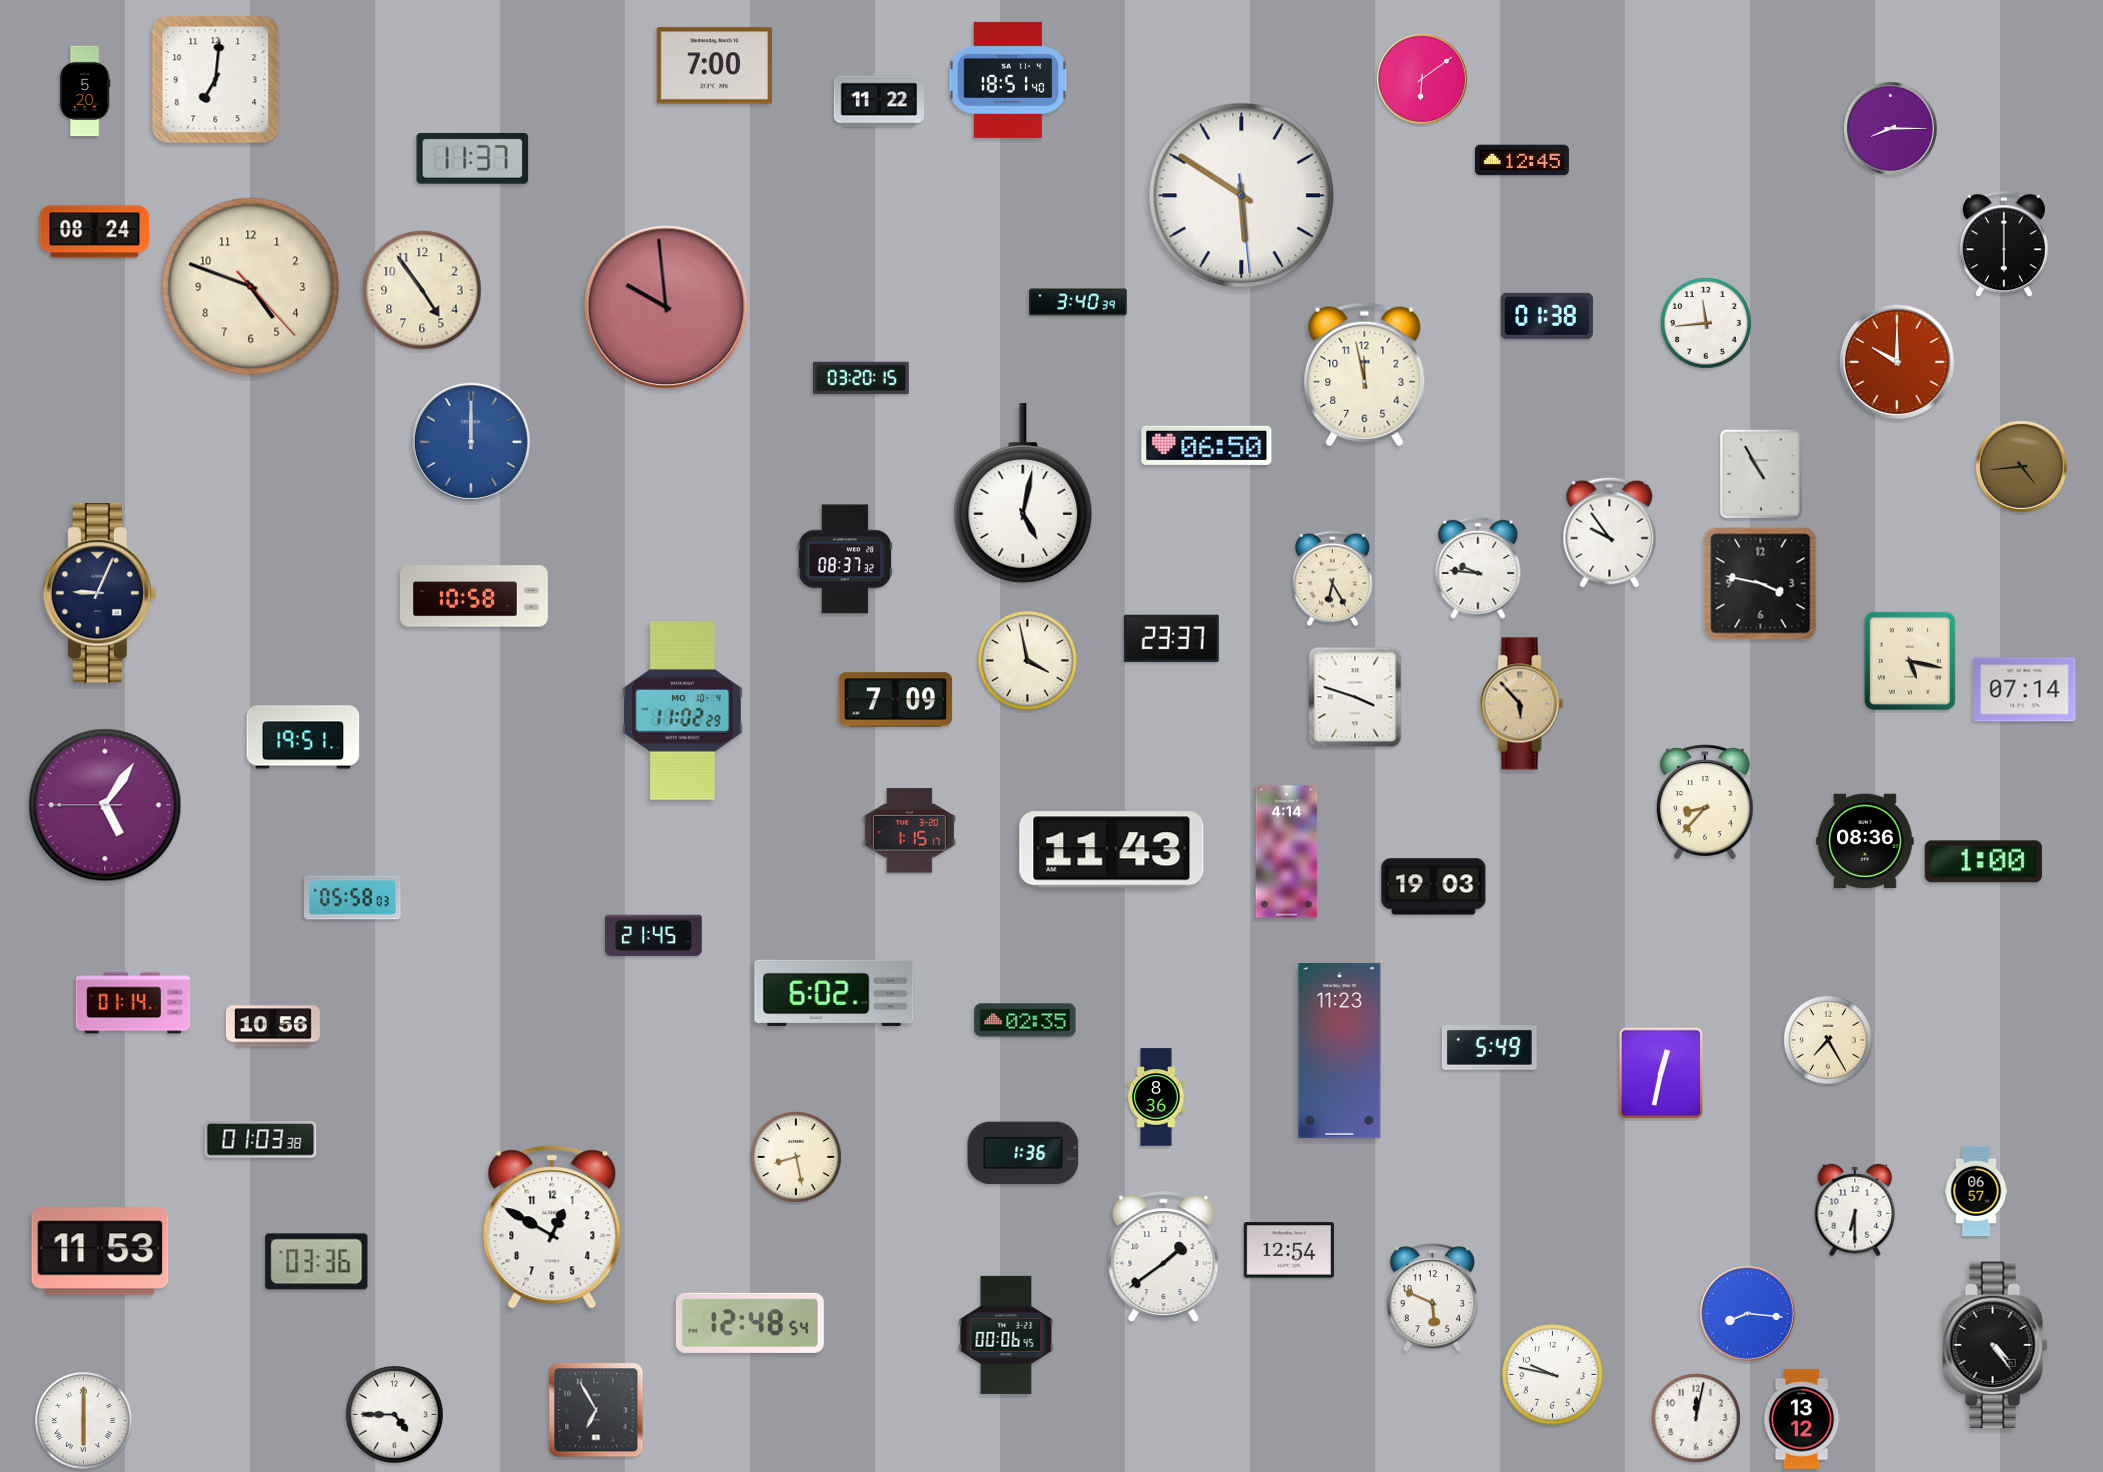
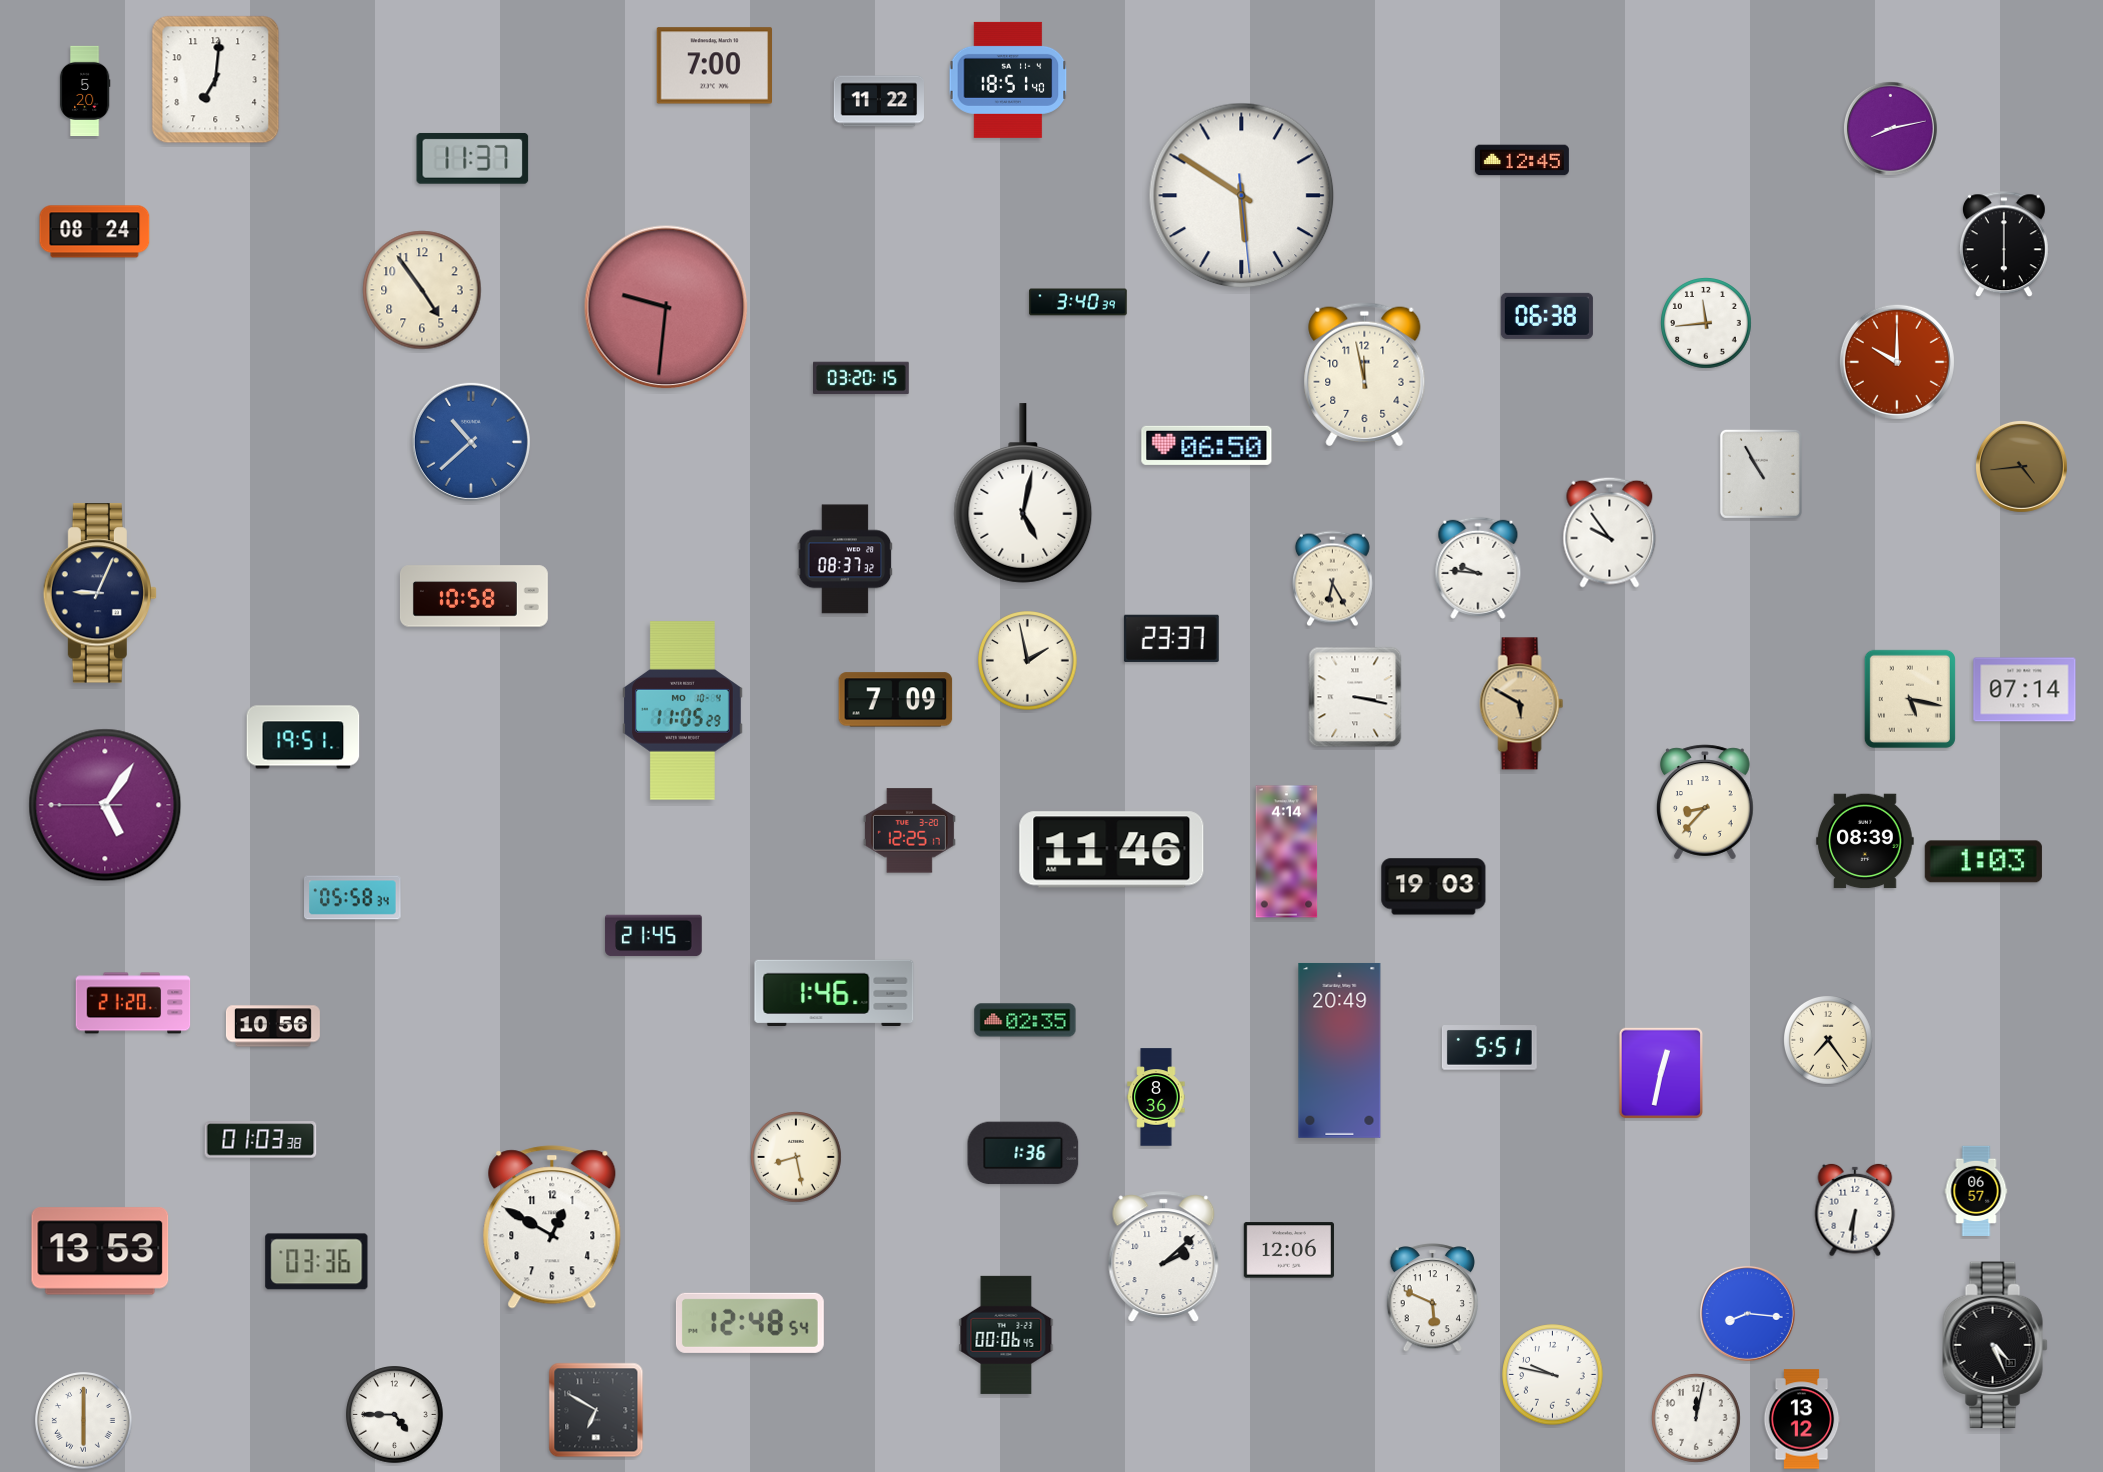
clock at (1422, 79): 6:09 -> none
clock at (1890, 128): 8:15 -> 8:13
clock at (251, 287): 4:48 -> none
clock at (666, 307): 9:59 -> 9:31
clock at (1547, 316): 01:38 -> 06:38
clock at (471, 442): 12:00 -> 10:38
clock at (1761, 584): 3:47 -> none
clock at (1028, 661): 3:58 -> 1:58
clock at (1910, 661) position: (1910, 661) -> (1910, 699)
clock at (1355, 697): 3:48 -> 3:17
clock at (1522, 704): 5:53 -> 5:50
clock at (683, 711): 11:02 -> 11:05
clock at (909, 831): 1:15 -> 12:25
clock at (1865, 841): 08:36 -> 08:39
clock at (1112, 850): 11:43 -> 11:46
clock at (1983, 862): 1:00 -> 1:03
clock at (353, 898): 05:58:03 -> 05:58:34
clock at (834, 993): 6:02 -> 1:46
clock at (133, 1003): 01:14 -> 21:20
clock at (1829, 1041): 7:25 -> 7:24
clock at (1489, 1048): 5:49 -> 5:51
clock at (1340, 1050): 11:23 -> 20:49
clock at (1855, 1210): 6:30 -> 6:31
clock at (1289, 1250): 12:54 -> 12:06
clock at (100, 1251): 11:53 -> 13:53
clock at (1164, 1256): 1:39 -> 2:08
clock at (1995, 1345): 4:24 -> 4:26
clock at (596, 1410): 6:55 -> 6:50
